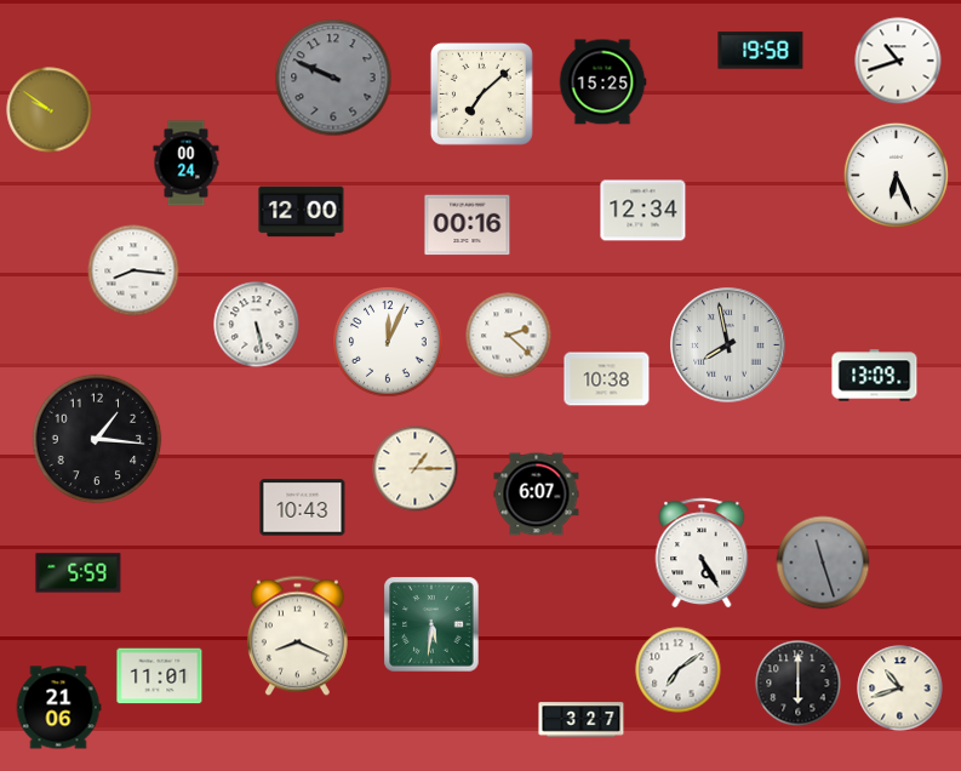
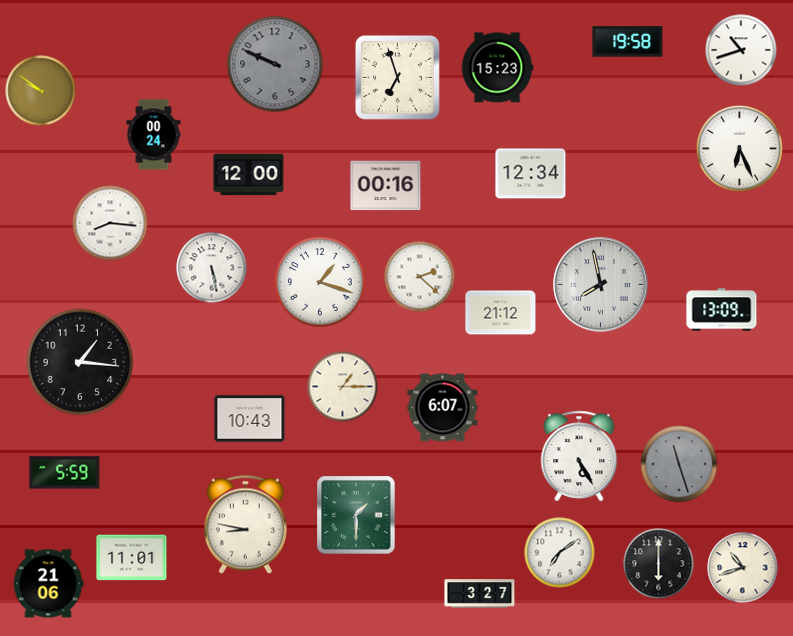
clock at (602, 82): 15:25 -> 15:23
clock at (481, 93): 7:08 -> 6:57
clock at (896, 175) position: (896, 175) -> (739, 148)
clock at (388, 342): 12:04 -> 1:18
clock at (607, 379): 10:38 -> 21:12
clock at (431, 624): 5:31 -> 1:30
clock at (297, 636): 8:19 -> 8:47
